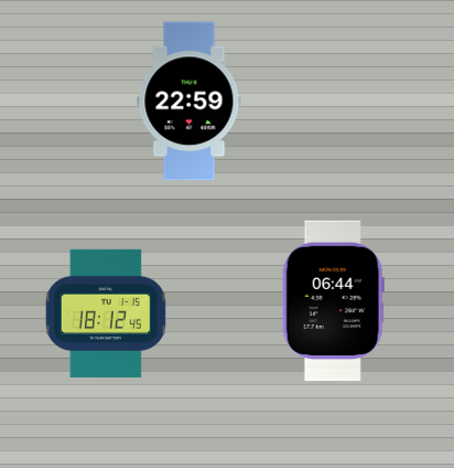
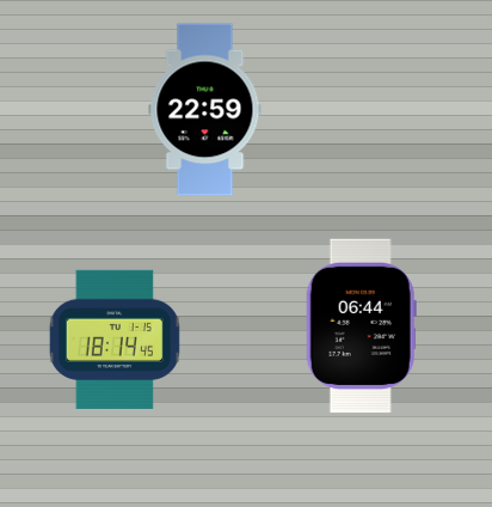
clock at (106, 313): 18:12 -> 18:14
